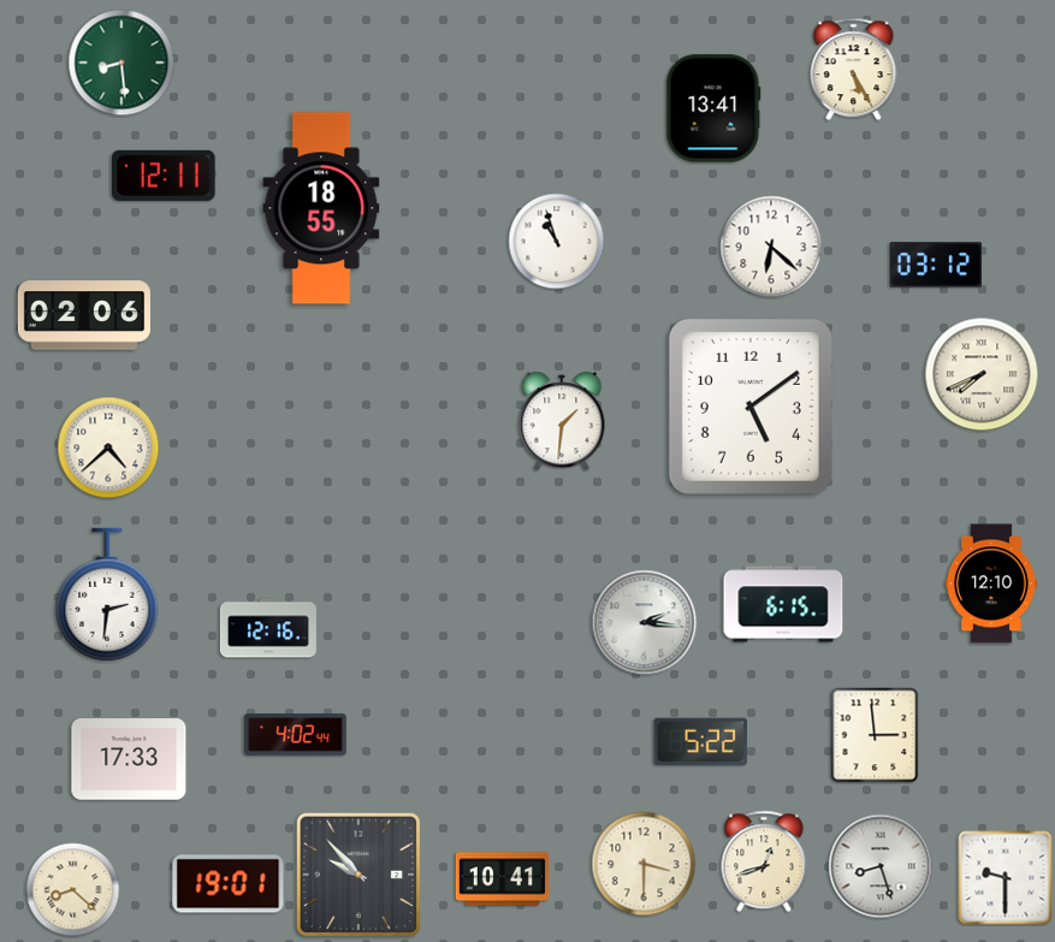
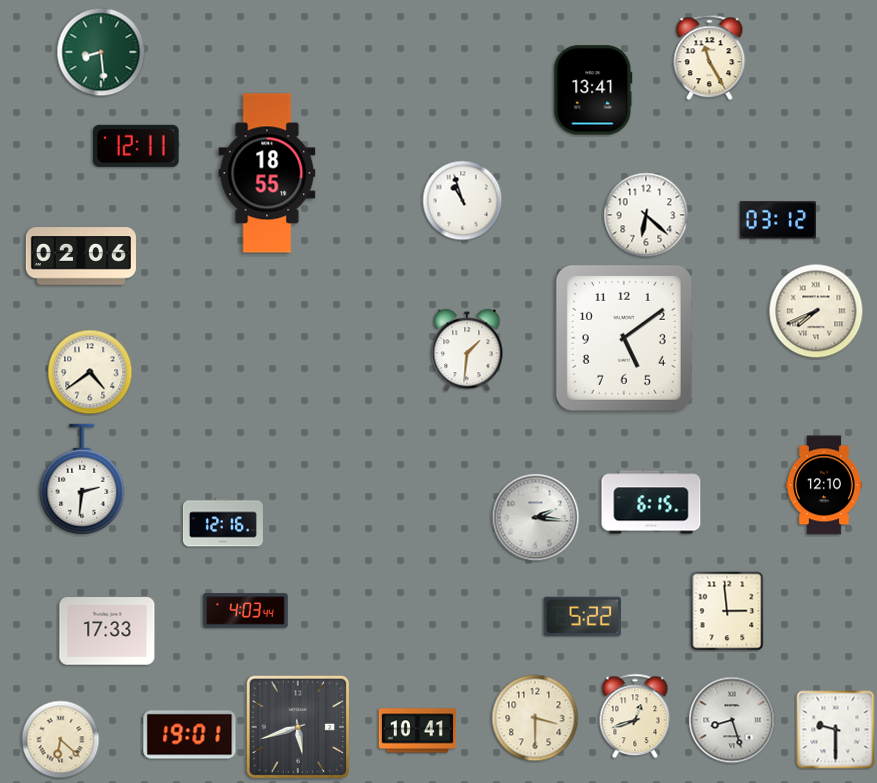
clock at (854, 70): 5:25 -> 11:25
clock at (771, 247) position: (771, 247) -> (646, 215)
clock at (84, 315) position: (84, 315) -> (81, 256)
clock at (108, 448): 4:38 -> 4:39
clock at (107, 594) position: (107, 594) -> (82, 479)
clock at (296, 735): 4:02 -> 4:03
clock at (358, 875): 9:53 -> 5:42
clock at (73, 890): 8:22 -> 6:22
